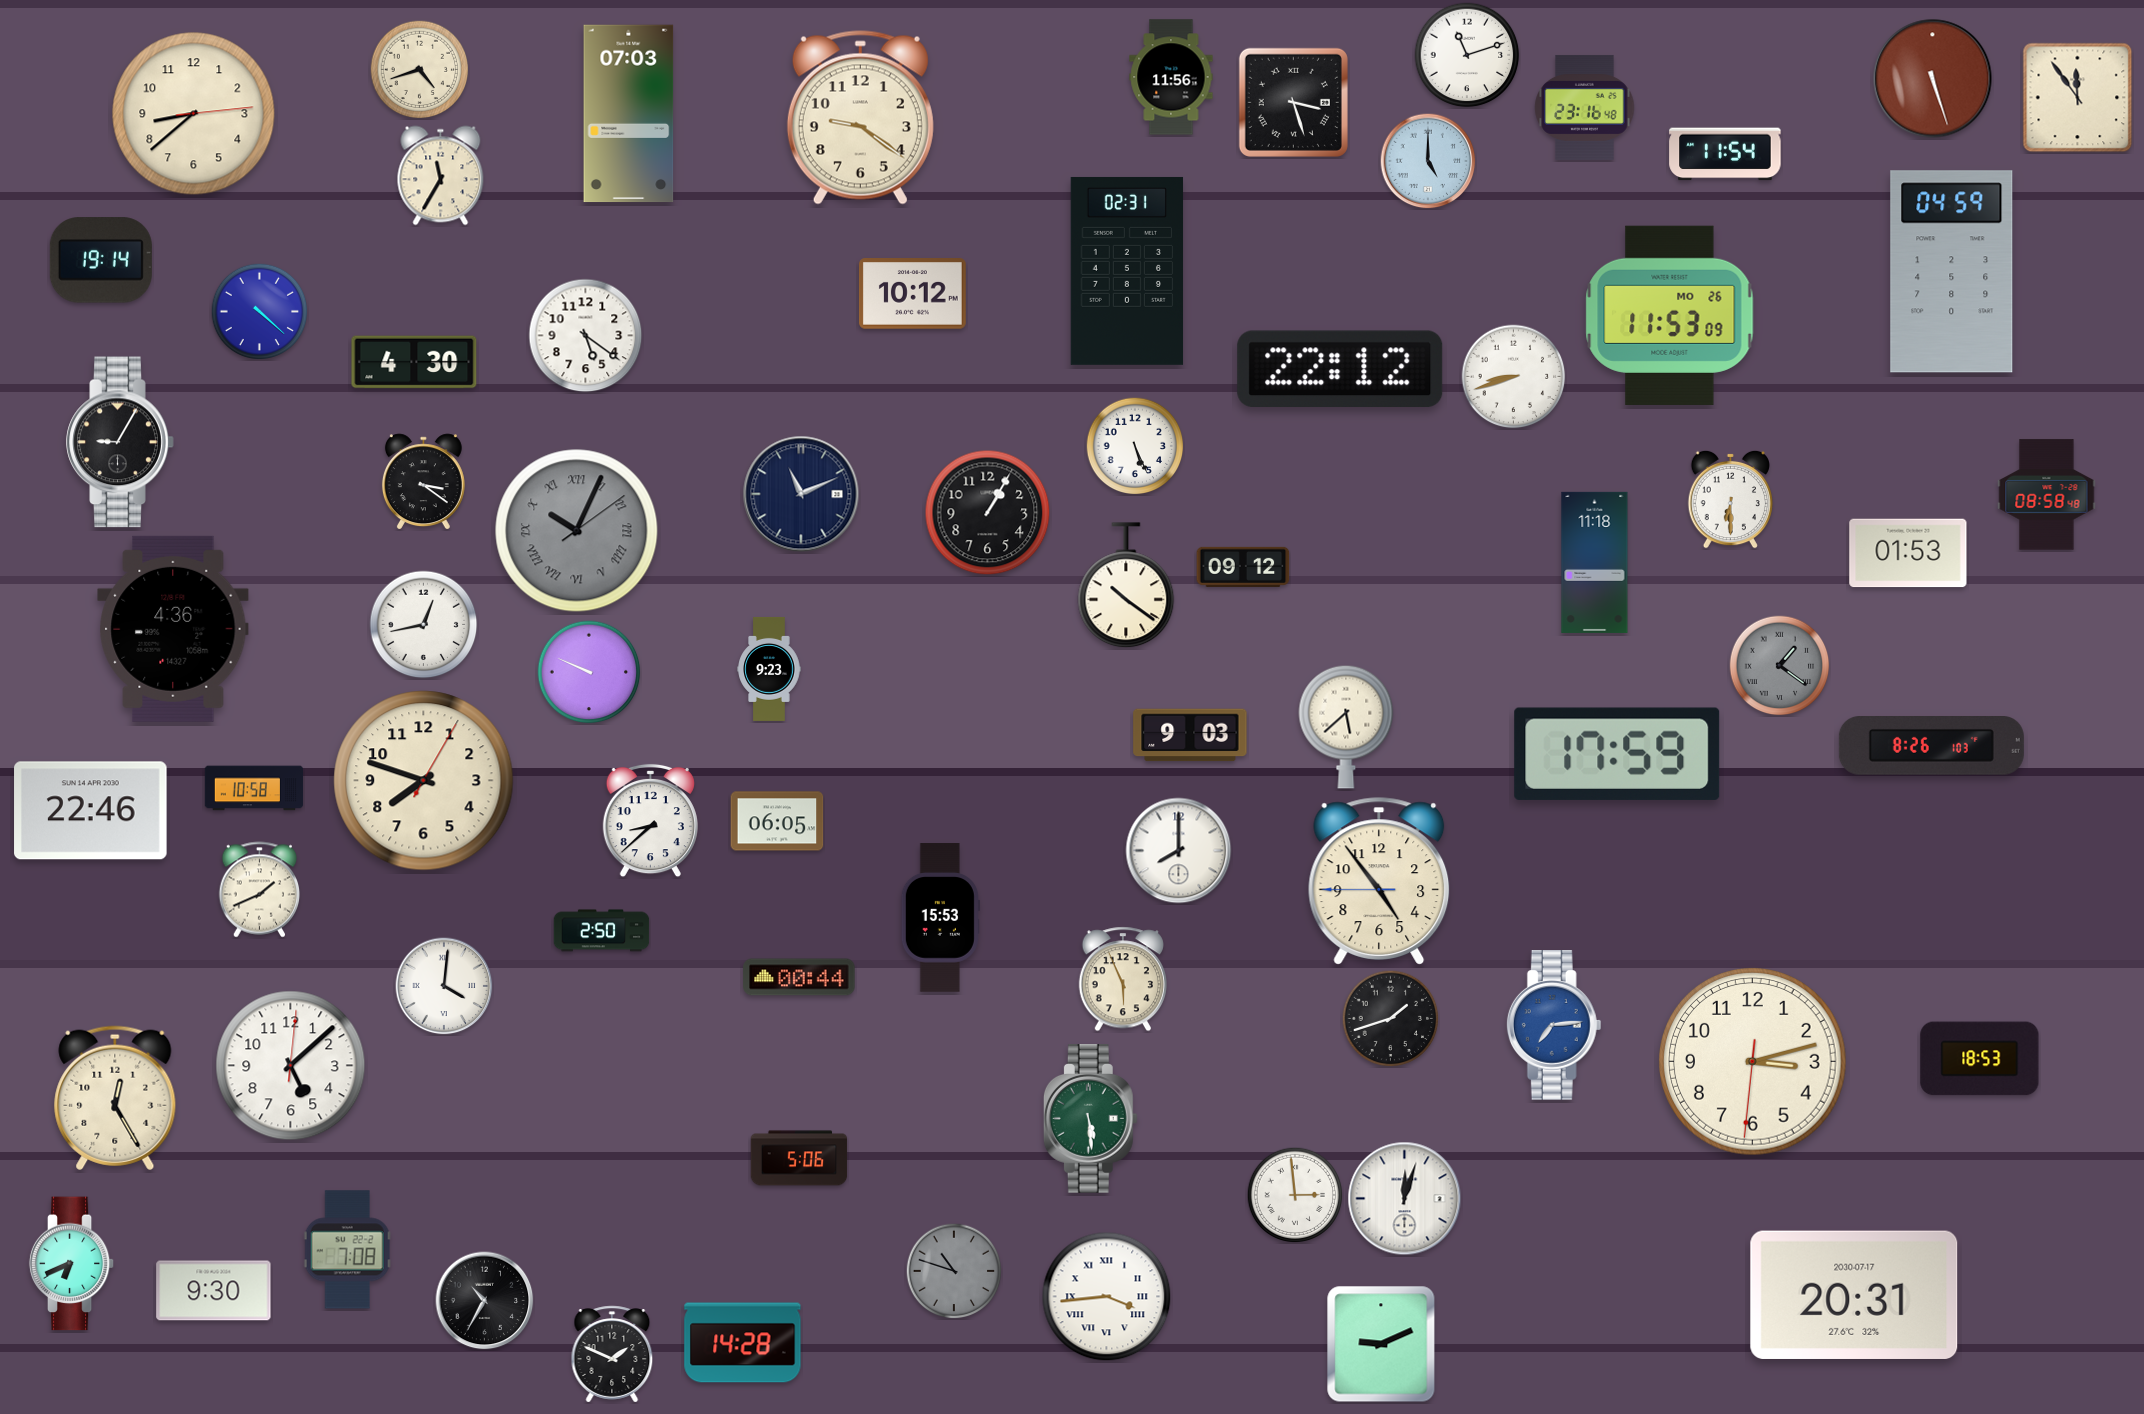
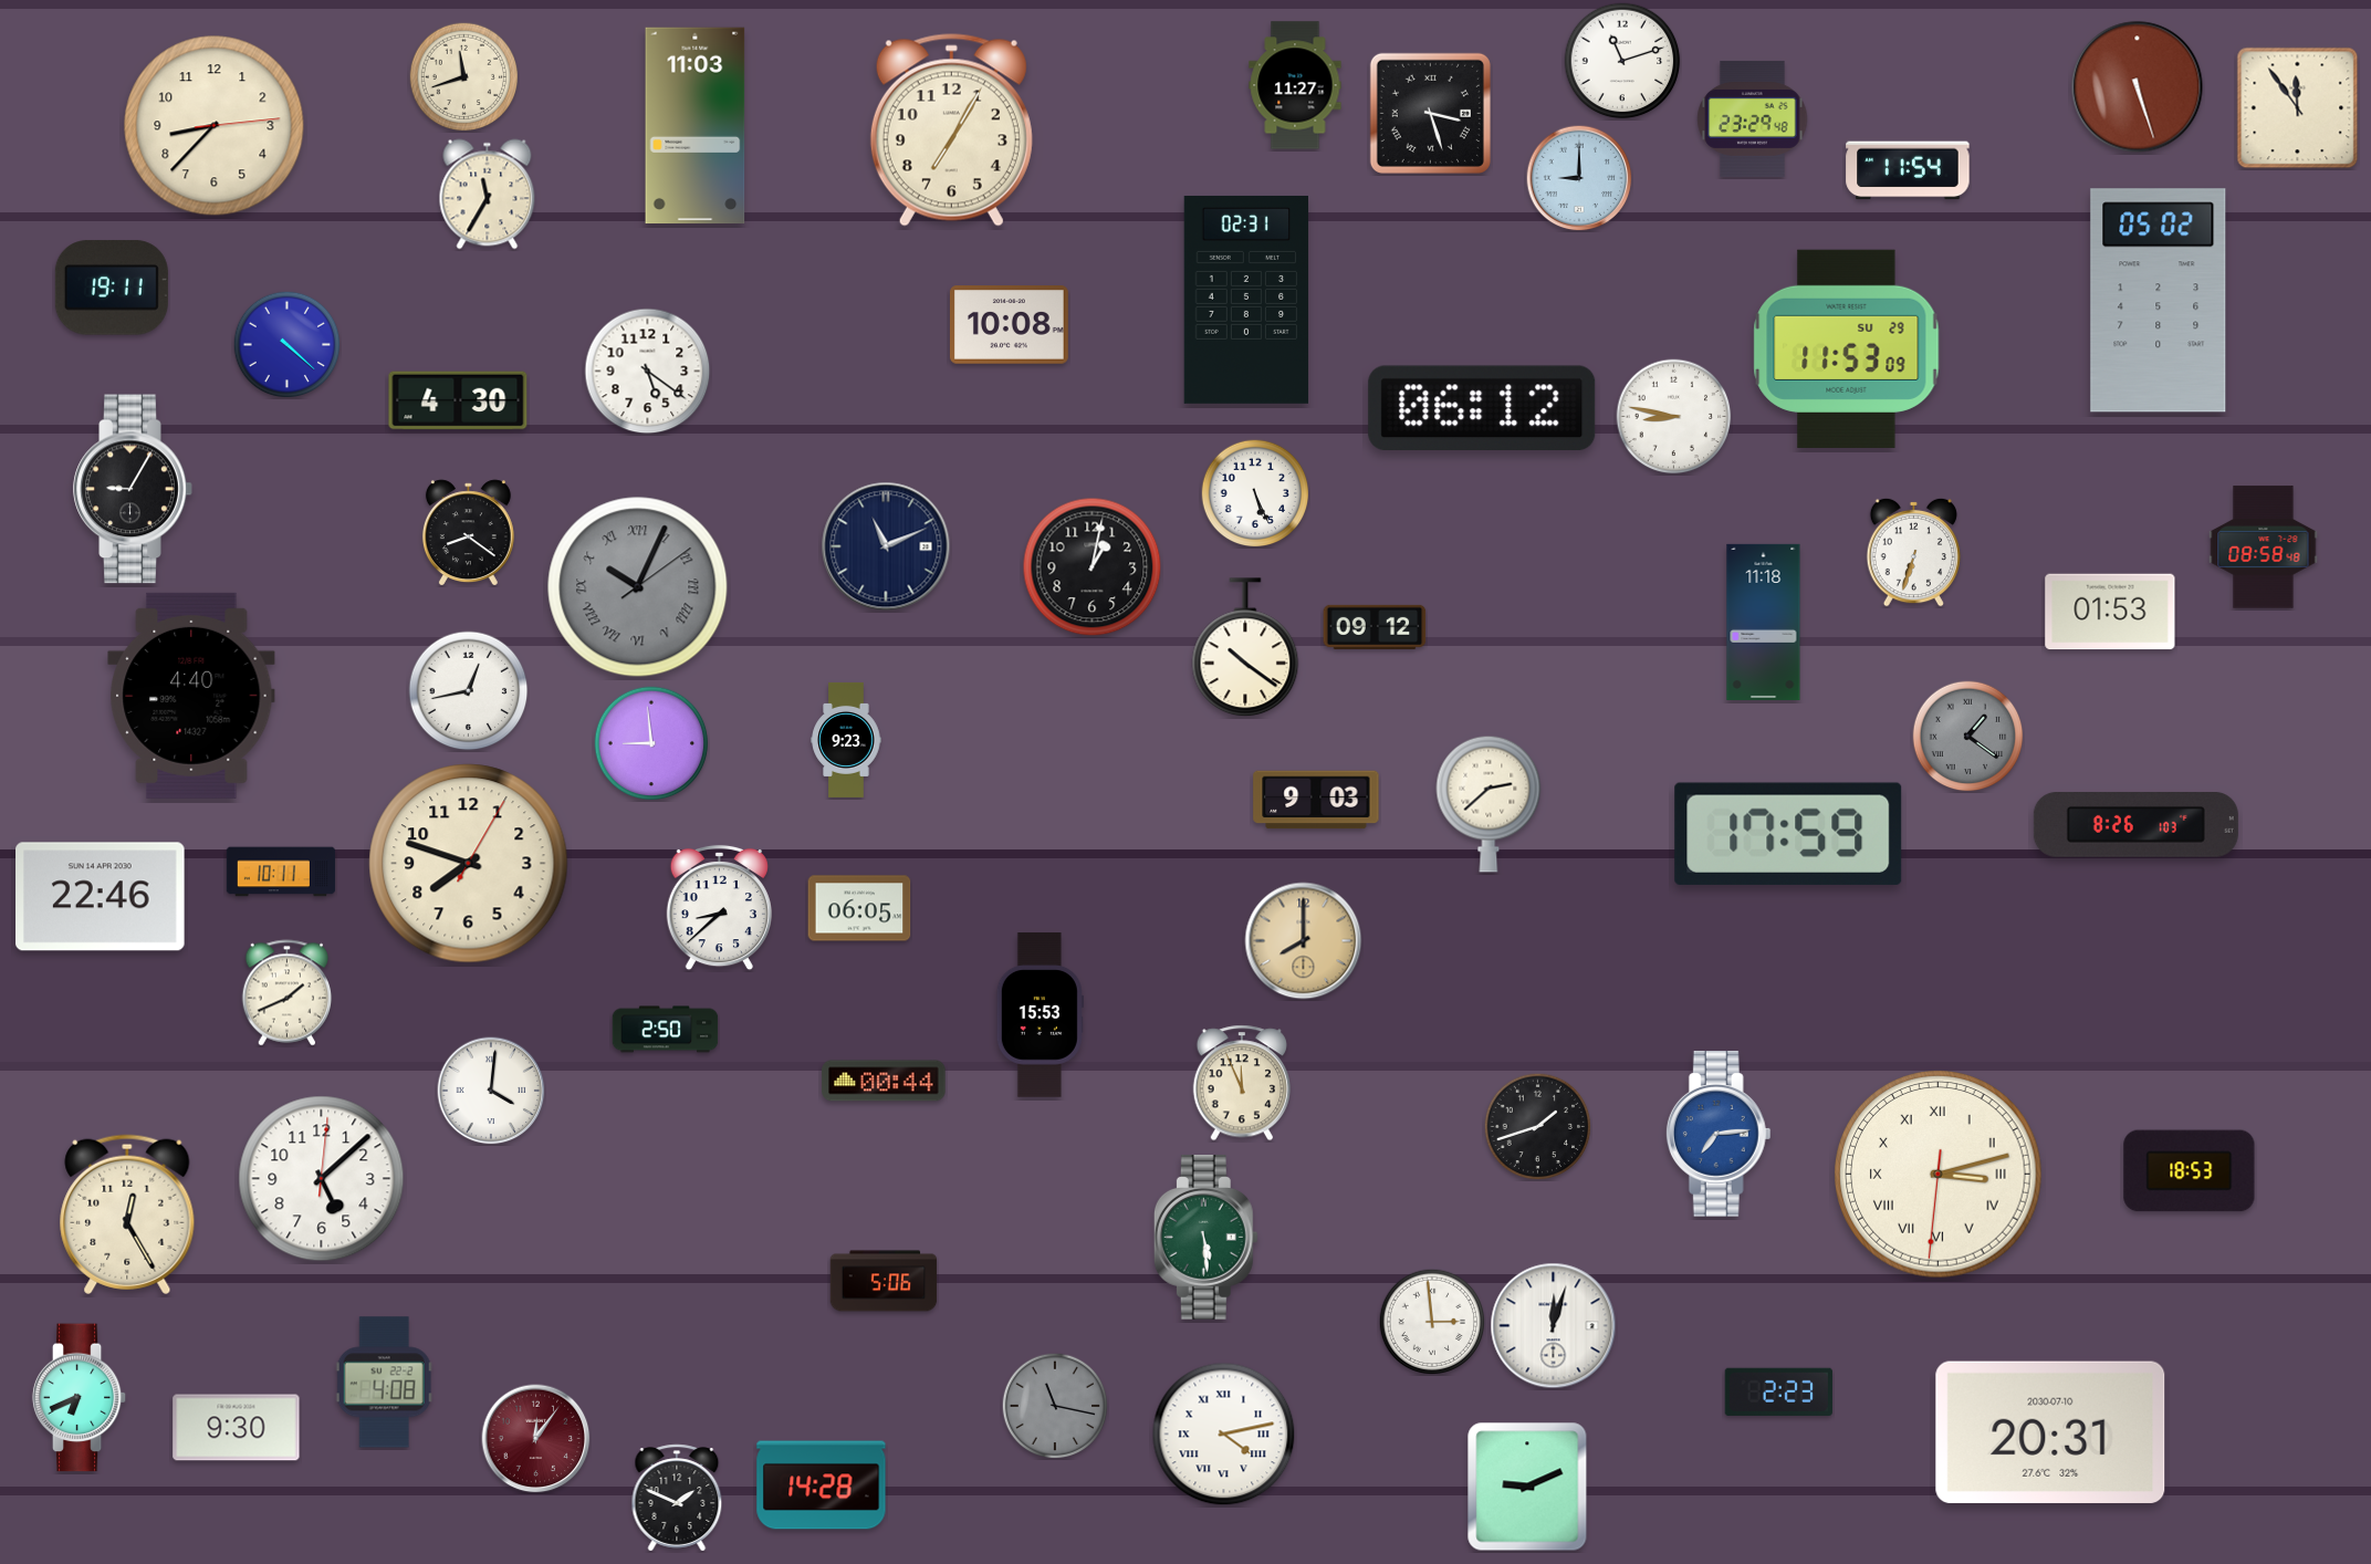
clock at (420, 70): 4:42 -> 11:42
clock at (1171, 77): 11:56 -> 11:27
clock at (1585, 107): 23:16 -> 23:29
clock at (194, 114): 8:38 -> 8:37
clock at (629, 114): 07:03 -> 11:03
clock at (860, 118): 9:21 -> 7:05
clock at (1428, 161): 5:00 -> 9:00
clock at (101, 260): 19:14 -> 19:11
clock at (1952, 272): 04:59 -> 05:02
clock at (913, 294): 10:12 -> 10:08
clock at (1670, 315) date: MO 26 -> SU 29
clock at (1340, 368): 22:12 -> 06:12
clock at (1514, 377): 8:42 -> 8:47
clock at (423, 482): 3:21 -> 8:21
clock at (1730, 499): 6:30 -> 6:33
clock at (988, 513): 1:05 -> 1:02
clock at (173, 629): 4:36 -> 4:40
clock at (769, 669) position: (769, 669) -> (846, 740)
clock at (589, 672): 9:49 -> 8:59
clock at (1346, 727): 5:38 -> 2:38
clock at (1190, 735) position: (1190, 735) -> (1316, 800)
clock at (254, 788): 10:58 -> 10:11
clock at (1179, 851) dial: white -> champagne
clock at (1379, 881): 4:53 -> none
clock at (260, 890) position: (260, 890) -> (288, 993)
clock at (1122, 979): 5:56 -> 11:56
clock at (1753, 1062) numerals: Arabic -> Roman
clock at (347, 1250): 7:08 -> 4:08
clock at (1778, 1391): none -> 2:23
clock at (954, 1271): 10:48 -> 11:17
clock at (1854, 1295) date: 2030-07-17 -> 2030-07-10
clock at (1107, 1297): 3:44 -> 4:13
clock at (485, 1301): 10:35 -> 12:06
clock at (485, 1301) dial: black -> burgundy
